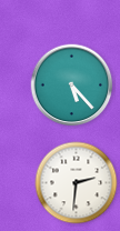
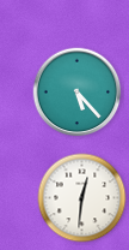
clock at (77, 183): 2:31 -> 12:31
